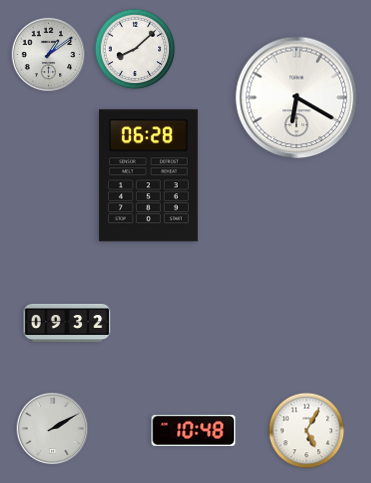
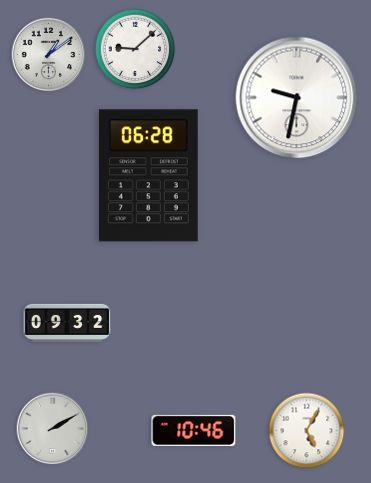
clock at (135, 49): 8:08 -> 9:08
clock at (297, 98): 6:20 -> 9:32
clock at (194, 430): 10:48 -> 10:46
